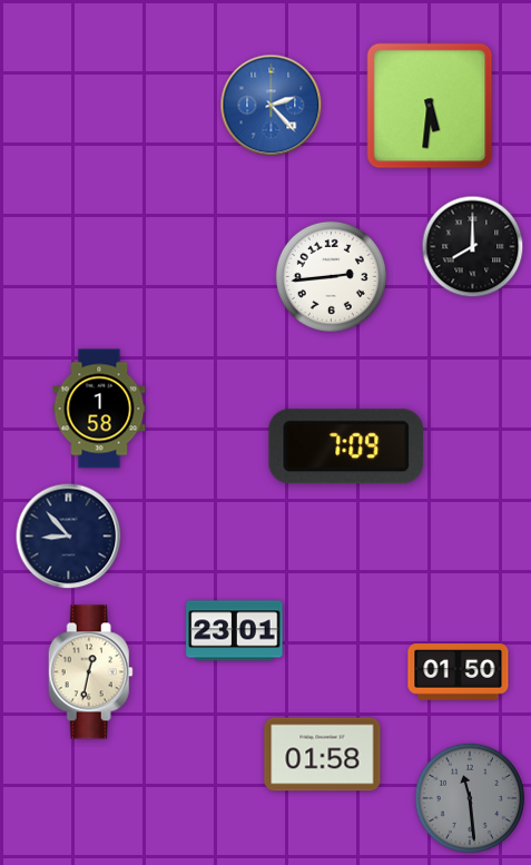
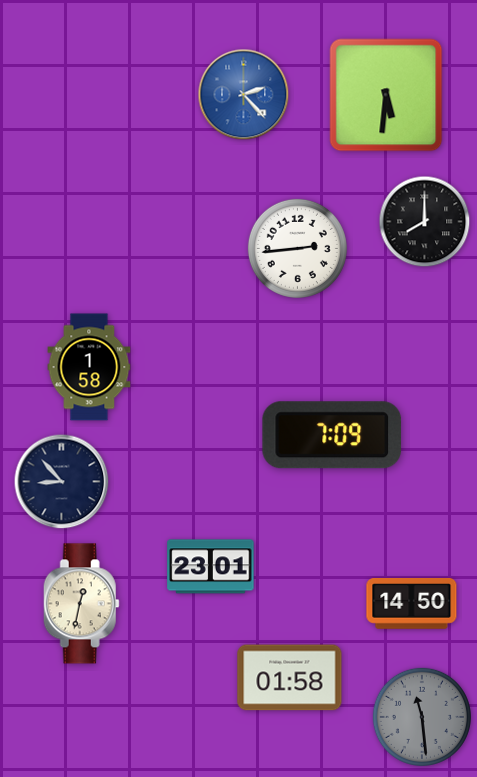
clock at (346, 446) position: (346, 446) -> (332, 435)
clock at (459, 672): 01:50 -> 14:50
